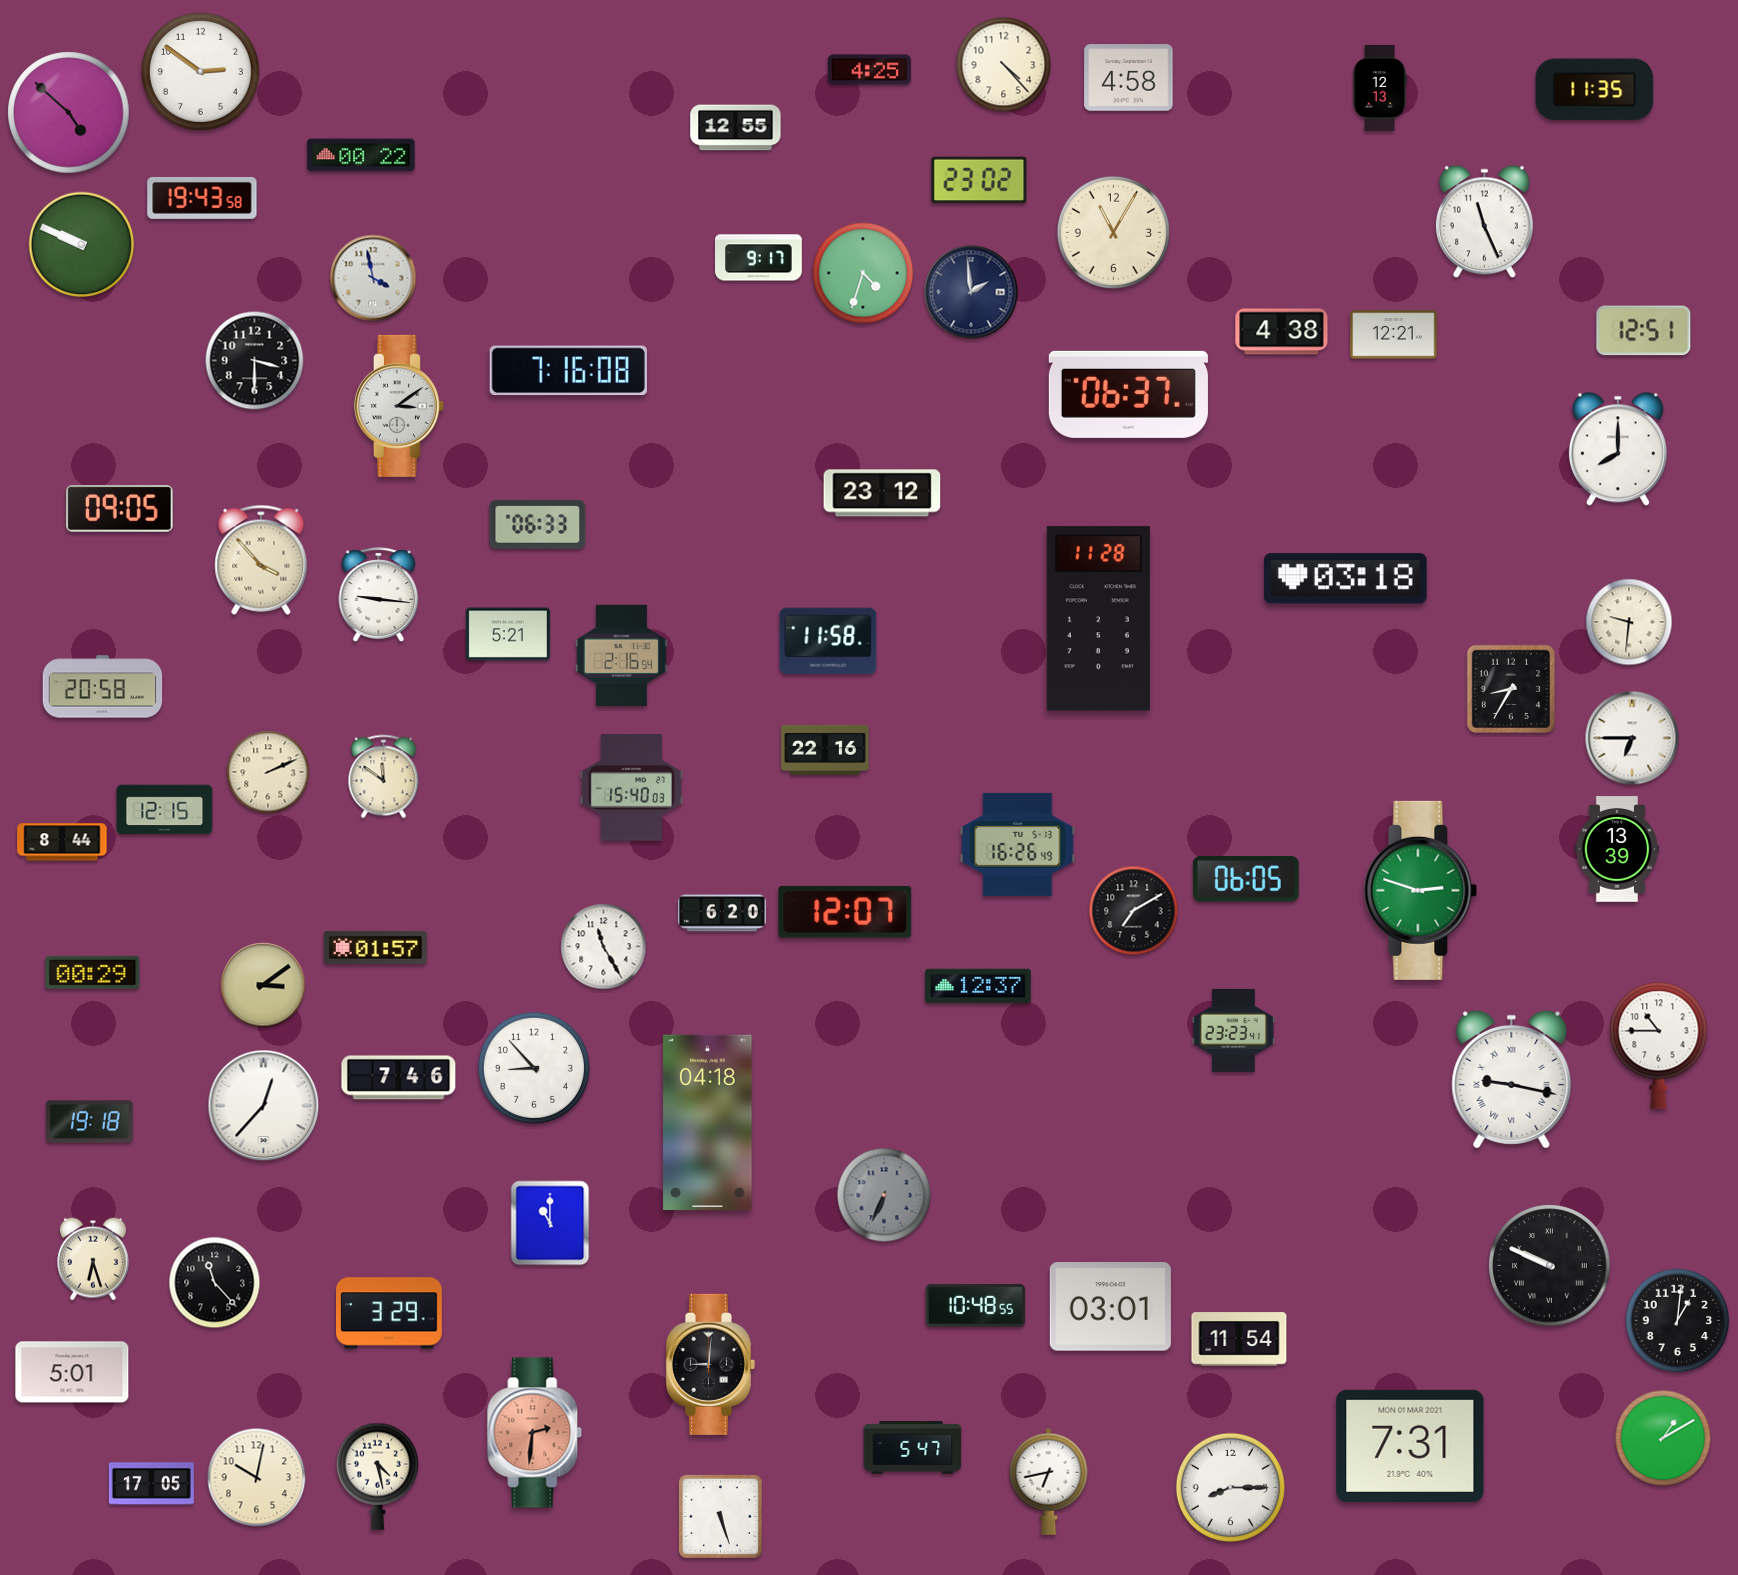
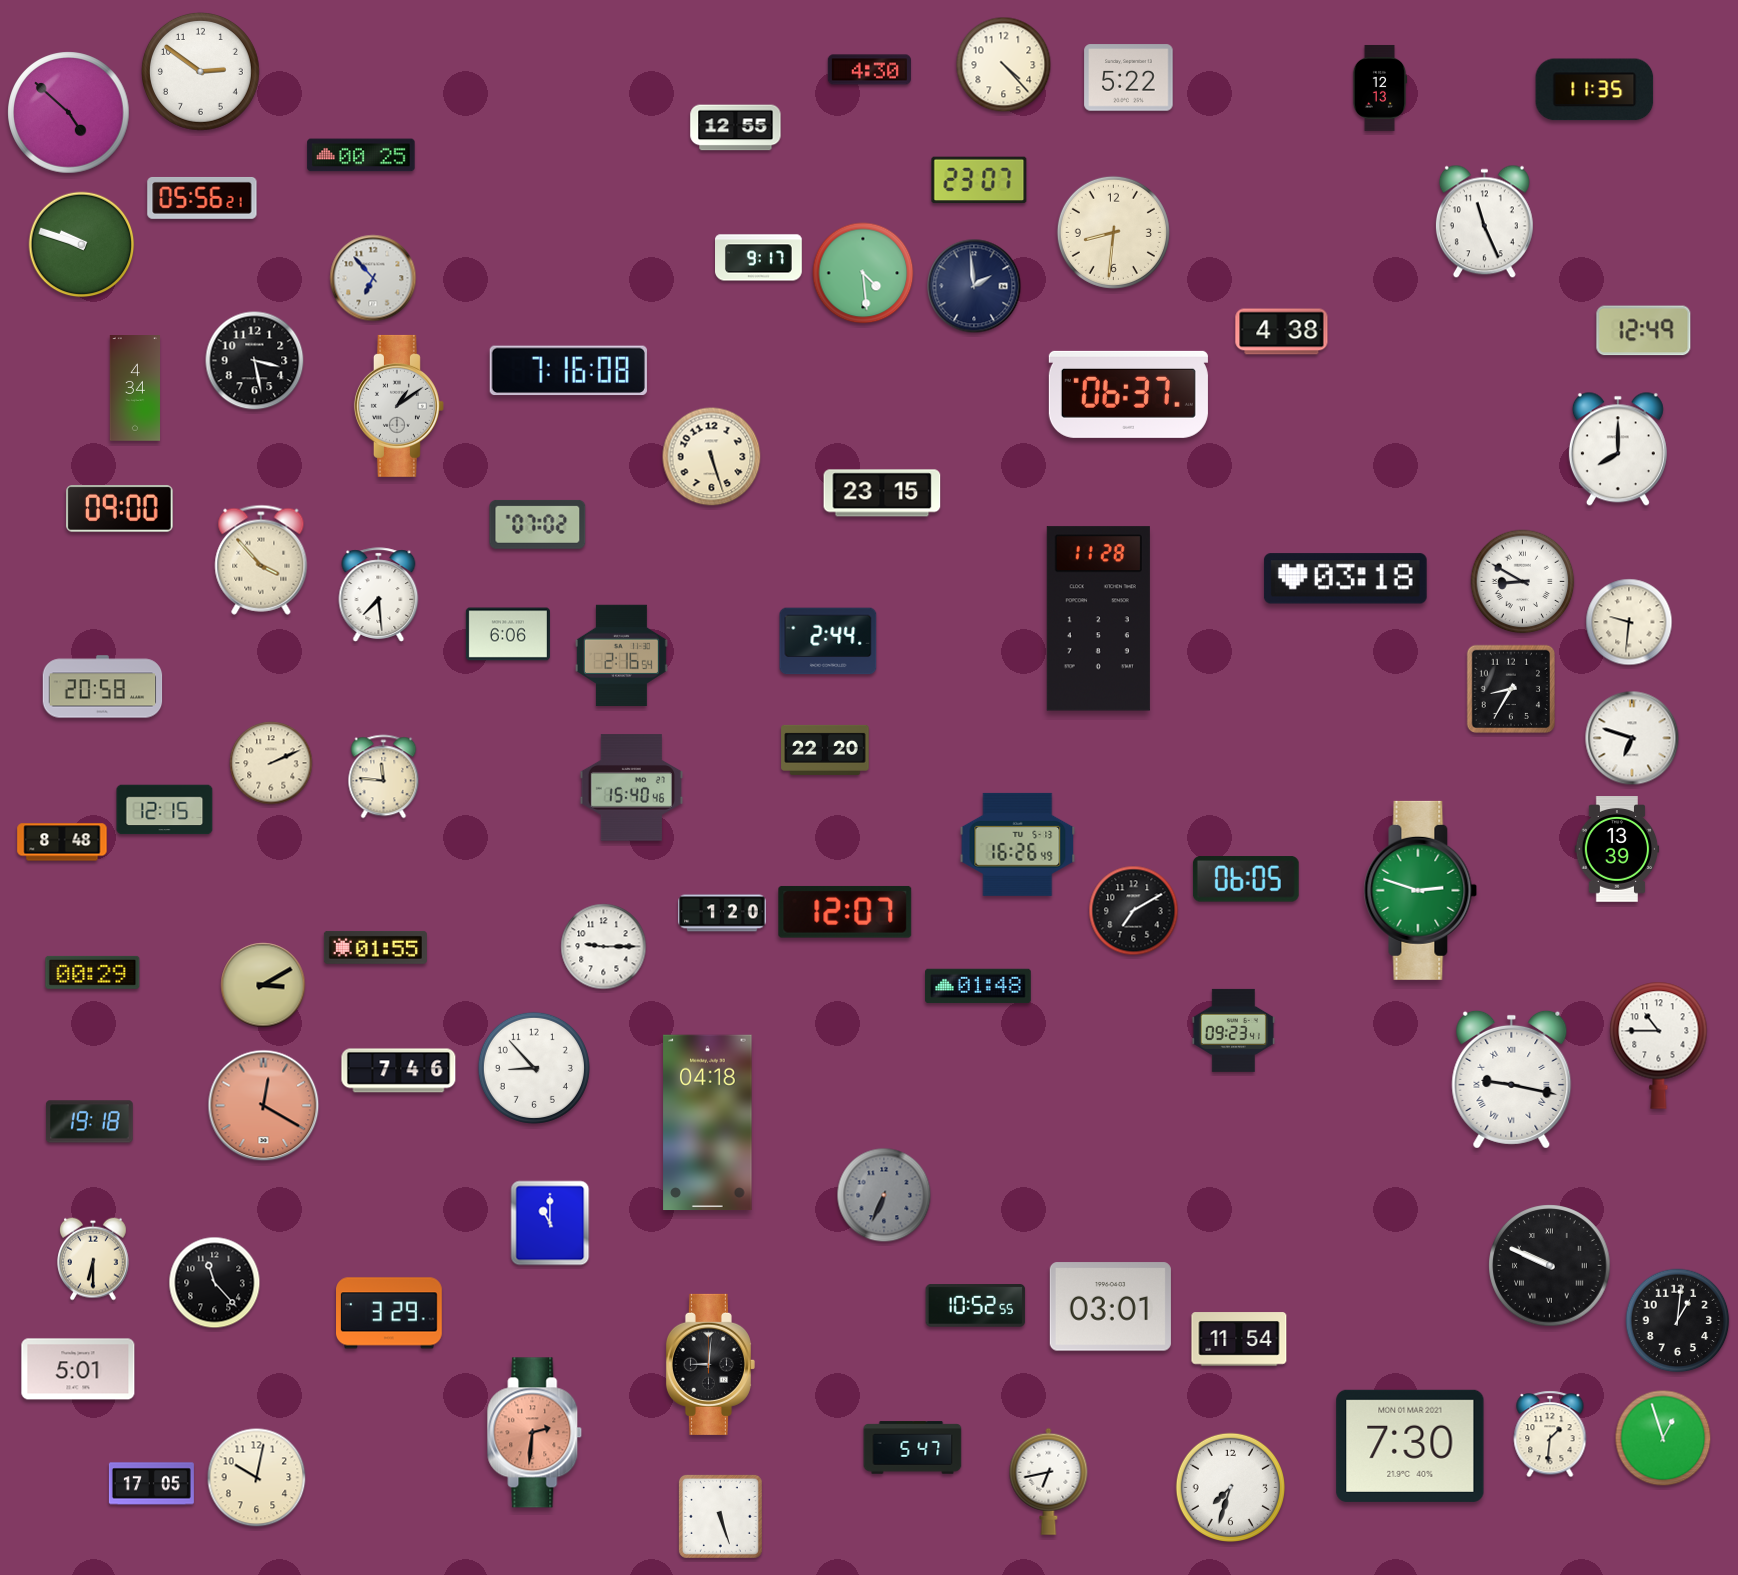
clock at (869, 70): 4:25 -> 4:30
clock at (1129, 78): 4:58 -> 5:22
clock at (361, 155): 00:22 -> 00:25
clock at (979, 180): 23:02 -> 23:07
clock at (202, 198): 19:43 -> 05:56
clock at (1113, 232): 11:05 -> 8:31
clock at (82, 245): 9:49 -> 9:48
clock at (863, 273): 4:33 -> 4:29
clock at (373, 278): 3:58 -> 6:53
clock at (971, 292) position: (971, 292) -> (974, 286)
clock at (1644, 331): 12:51 -> 12:49
clock at (1394, 335): 12:21 -> none
clock at (255, 361): 3:30 -> 3:28
clock at (135, 388): none -> 4:34
clock at (399, 406): 3:09 -> 1:09
clock at (712, 457): none -> 5:27
clock at (882, 493): 23:12 -> 23:15
clock at (120, 509): 09:05 -> 09:00
clock at (538, 524): 06:33 -> 07:02
clock at (1523, 582): none -> 8:50
clock at (379, 595): 9:16 -> 7:29
clock at (508, 634): 5:21 -> 6:06
clock at (828, 641): 11:58 -> 2:44
clock at (1632, 738): 6:45 -> 6:48
clock at (825, 750): 22:16 -> 22:20
clock at (268, 772) position: (268, 772) -> (271, 763)
clock at (384, 777): 11:51 -> 11:46
clock at (631, 788): 15:40:03 -> 15:40:46
clock at (62, 842): 8:44 -> 8:48
clock at (722, 913): 6:20 -> 1:20
clock at (375, 947): 01:57 -> 01:55
clock at (604, 947): 11:25 -> 9:15
clock at (263, 985): 3:09 -> 3:10
clock at (978, 986): 12:37 -> 01:48
clock at (1233, 1030): 23:23 -> 09:23
clock at (399, 1078) position: (399, 1078) -> (399, 1071)
clock at (264, 1106): 12:37 -> 12:20
clock at (264, 1106) dial: white -> salmon
clock at (94, 1259): 6:27 -> 6:30
clock at (976, 1306): 10:48 -> 10:52
clock at (72, 1372) position: (72, 1372) -> (78, 1369)
clock at (1550, 1434): none -> 1:31
clock at (1663, 1438): 1:10 -> 12:57
clock at (1410, 1446): 7:31 -> 7:30
clock at (377, 1476): 4:28 -> none
clock at (1230, 1487): 8:15 -> 7:33
